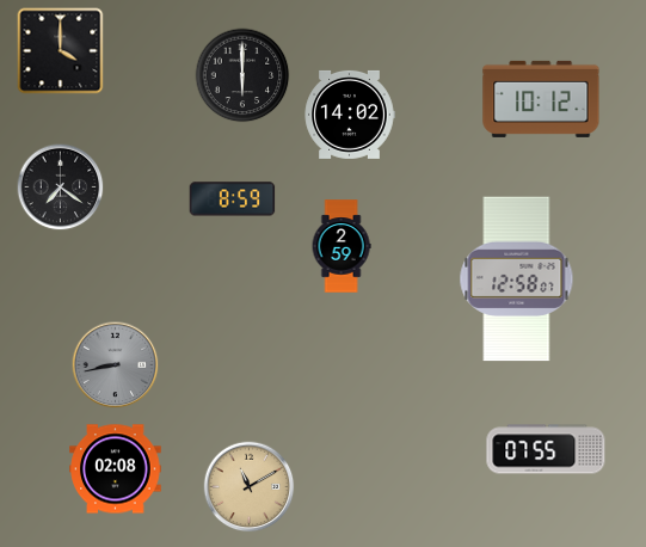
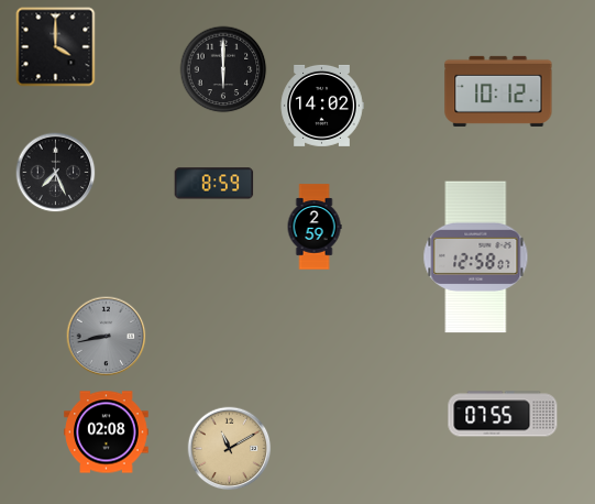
clock at (61, 188): 7:21 -> 7:26
